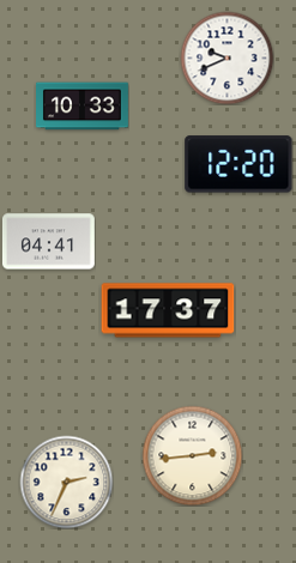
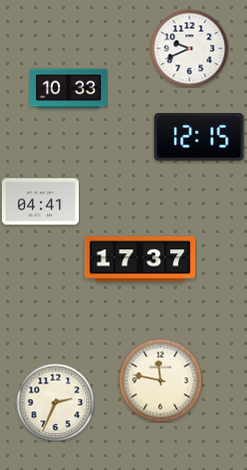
clock at (238, 164): 12:20 -> 12:15
clock at (192, 455): 2:44 -> 11:47
